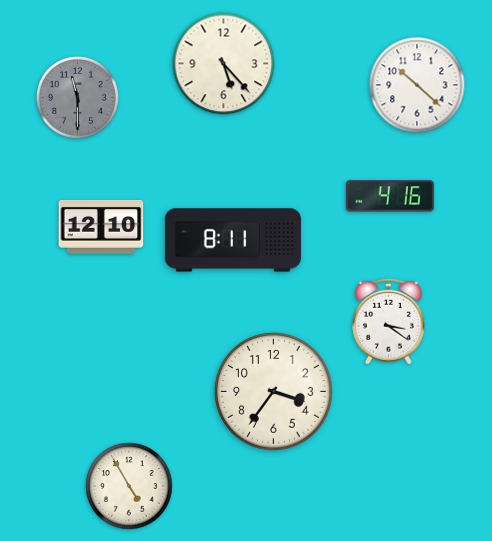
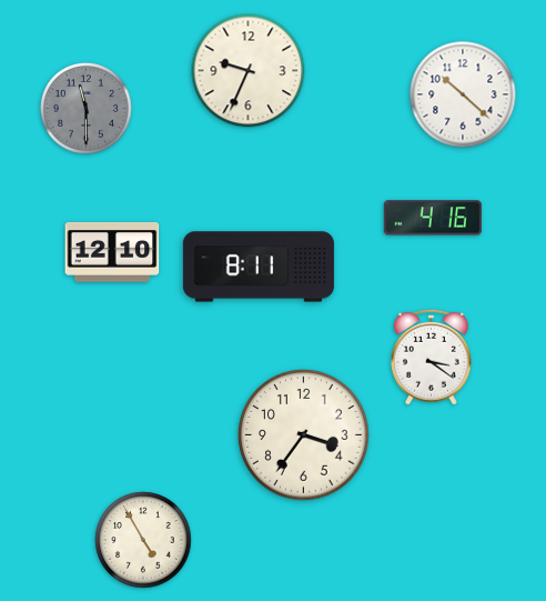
clock at (224, 64): 5:23 -> 9:34
